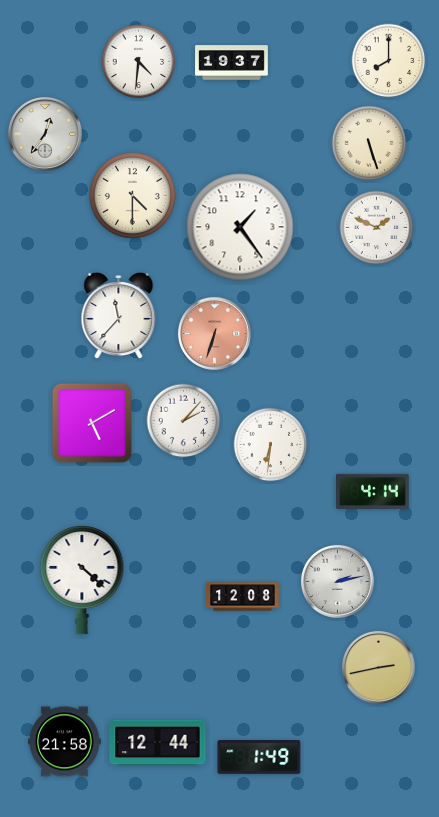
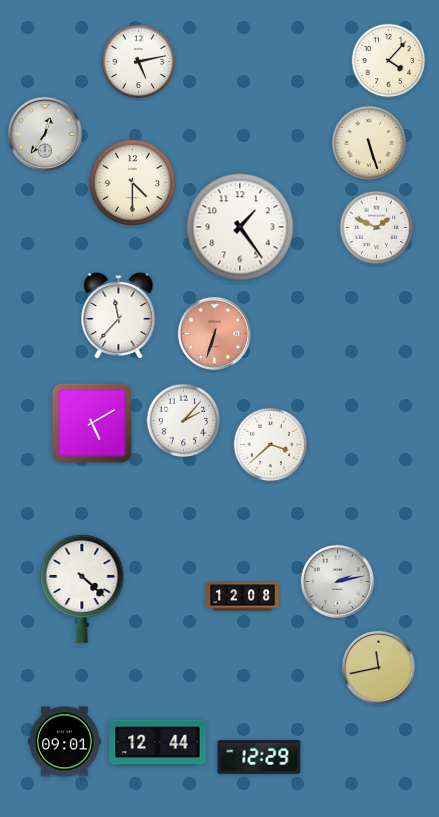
clock at (389, 61): 8:00 -> 4:07
clock at (139, 62): 4:31 -> 5:13
clock at (232, 63): 19:37 -> none
clock at (132, 195) position: (132, 195) -> (132, 182)
clock at (271, 445): 6:31 -> 3:38
clock at (373, 491): 4:14 -> none
clock at (82, 580) position: (82, 580) -> (82, 589)
clock at (378, 667): 2:43 -> 11:43
clock at (65, 742): 21:58 -> 09:01
clock at (259, 757): 1:49 -> 12:29
